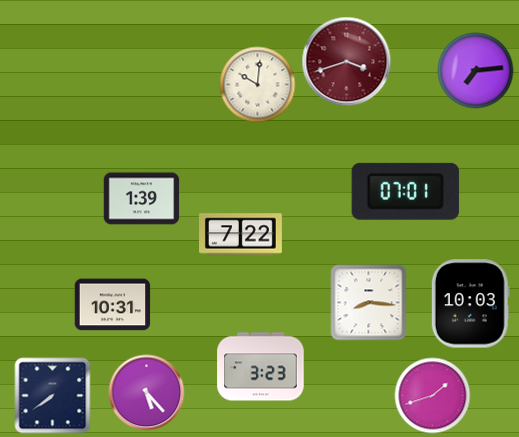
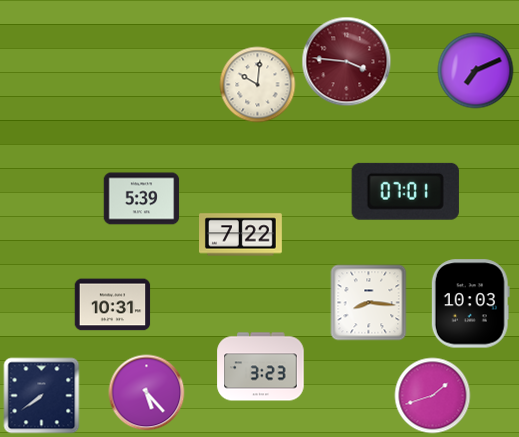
clock at (347, 62): 3:42 -> 3:46
clock at (476, 71): 7:14 -> 7:11
clock at (142, 199): 1:39 -> 5:39
clock at (53, 396) position: (53, 396) -> (42, 396)
